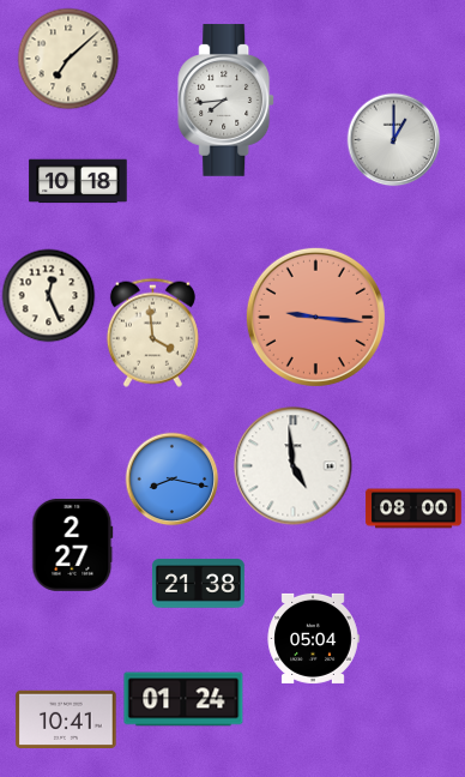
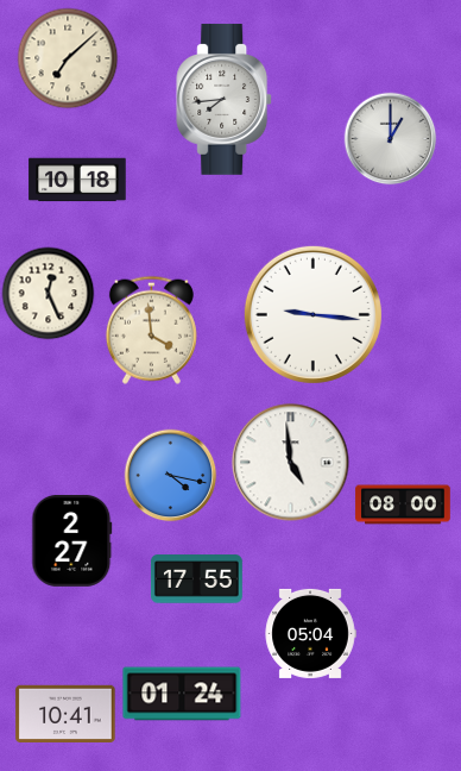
clock at (315, 317) dial: salmon -> white
clock at (171, 478): 8:17 -> 4:17
clock at (413, 508) position: (413, 508) -> (403, 504)
clock at (198, 584): 21:38 -> 17:55
